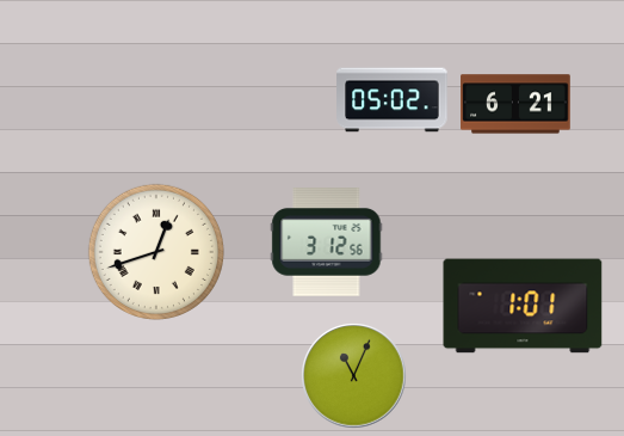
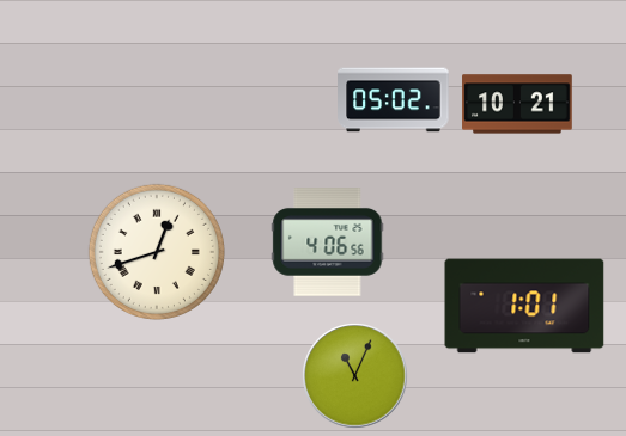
clock at (515, 104): 6:21 -> 10:21
clock at (327, 242): 3:12 -> 4:06
